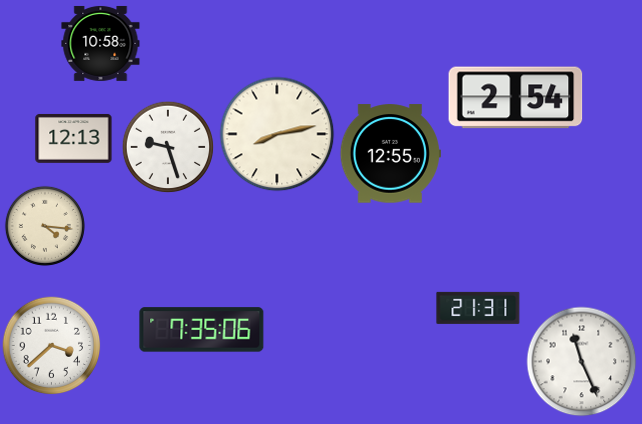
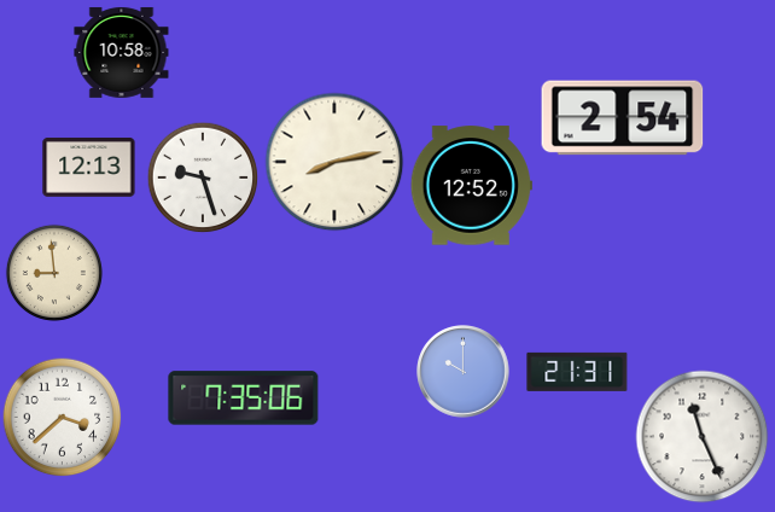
clock at (390, 154): 12:55 -> 12:52
clock at (45, 226): 4:16 -> 8:59
clock at (464, 372): none -> 10:00
